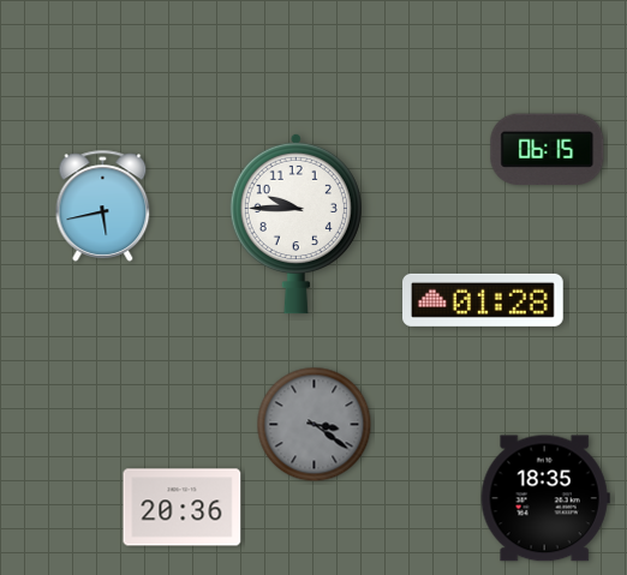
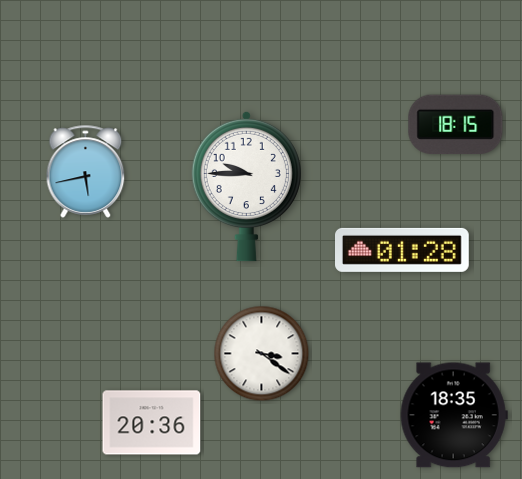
clock at (548, 150): 06:15 -> 18:15
clock at (315, 425) dial: grey -> white
